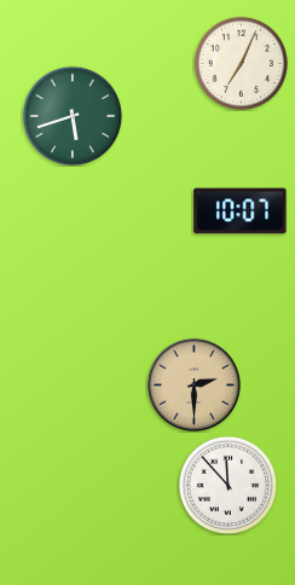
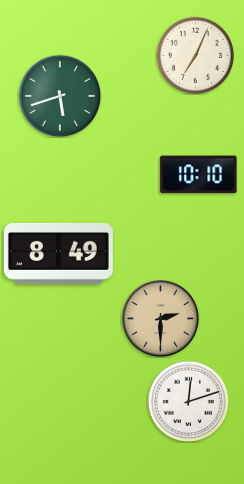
clock at (241, 63) position: (241, 63) -> (195, 55)
clock at (241, 212): 10:07 -> 10:10
clock at (58, 253): none -> 8:49
clock at (227, 485): 11:53 -> 12:12
